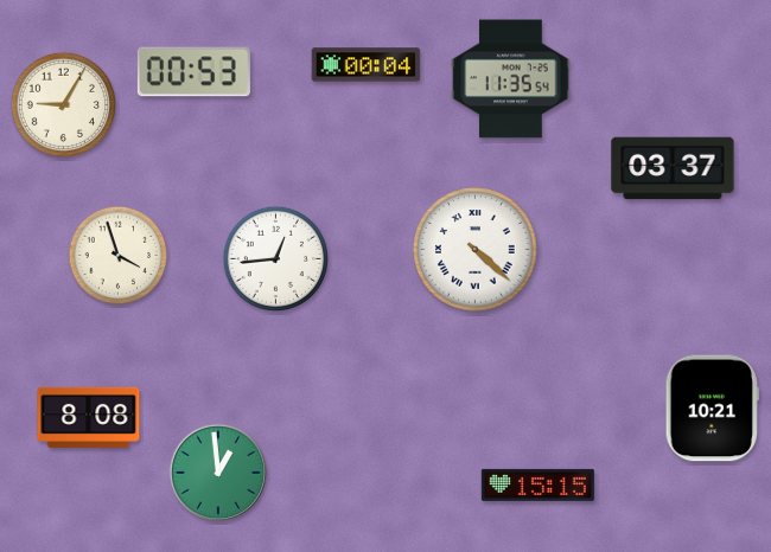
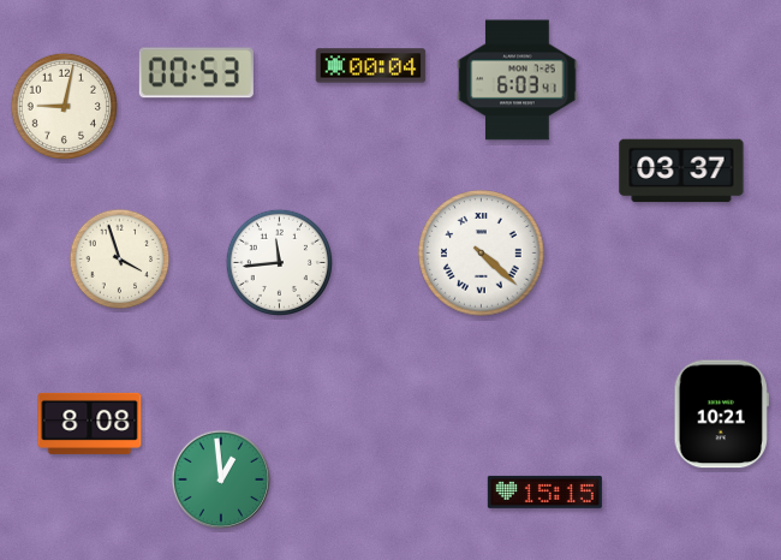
clock at (511, 79): 11:35 -> 6:03
clock at (63, 104): 9:05 -> 9:02
clock at (275, 258): 12:44 -> 11:44
